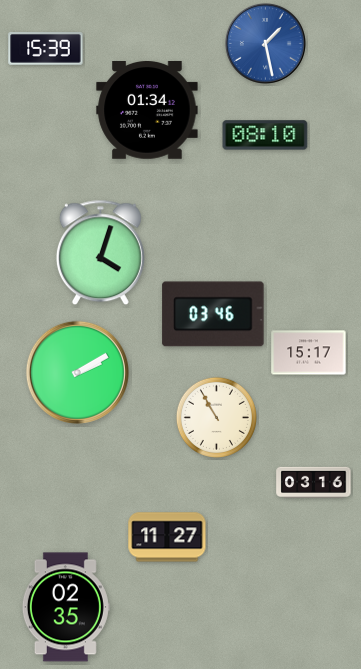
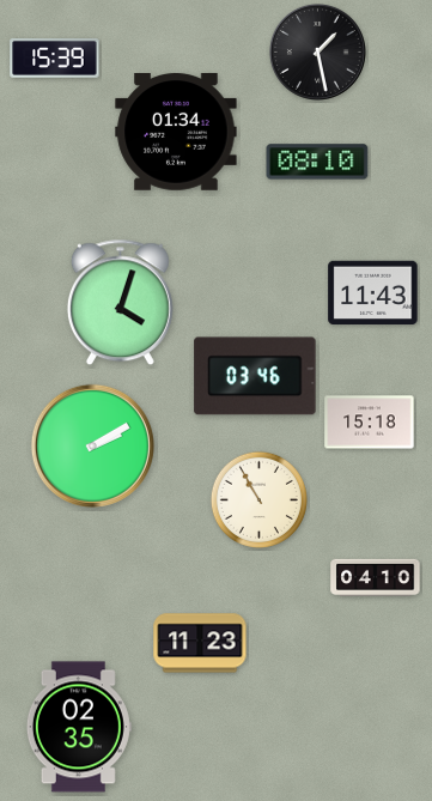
clock at (265, 43) dial: blue -> black
clock at (373, 293): none -> 11:43
clock at (309, 353): 15:17 -> 15:18
clock at (314, 482): 03:16 -> 04:10
clock at (167, 537): 11:27 -> 11:23
